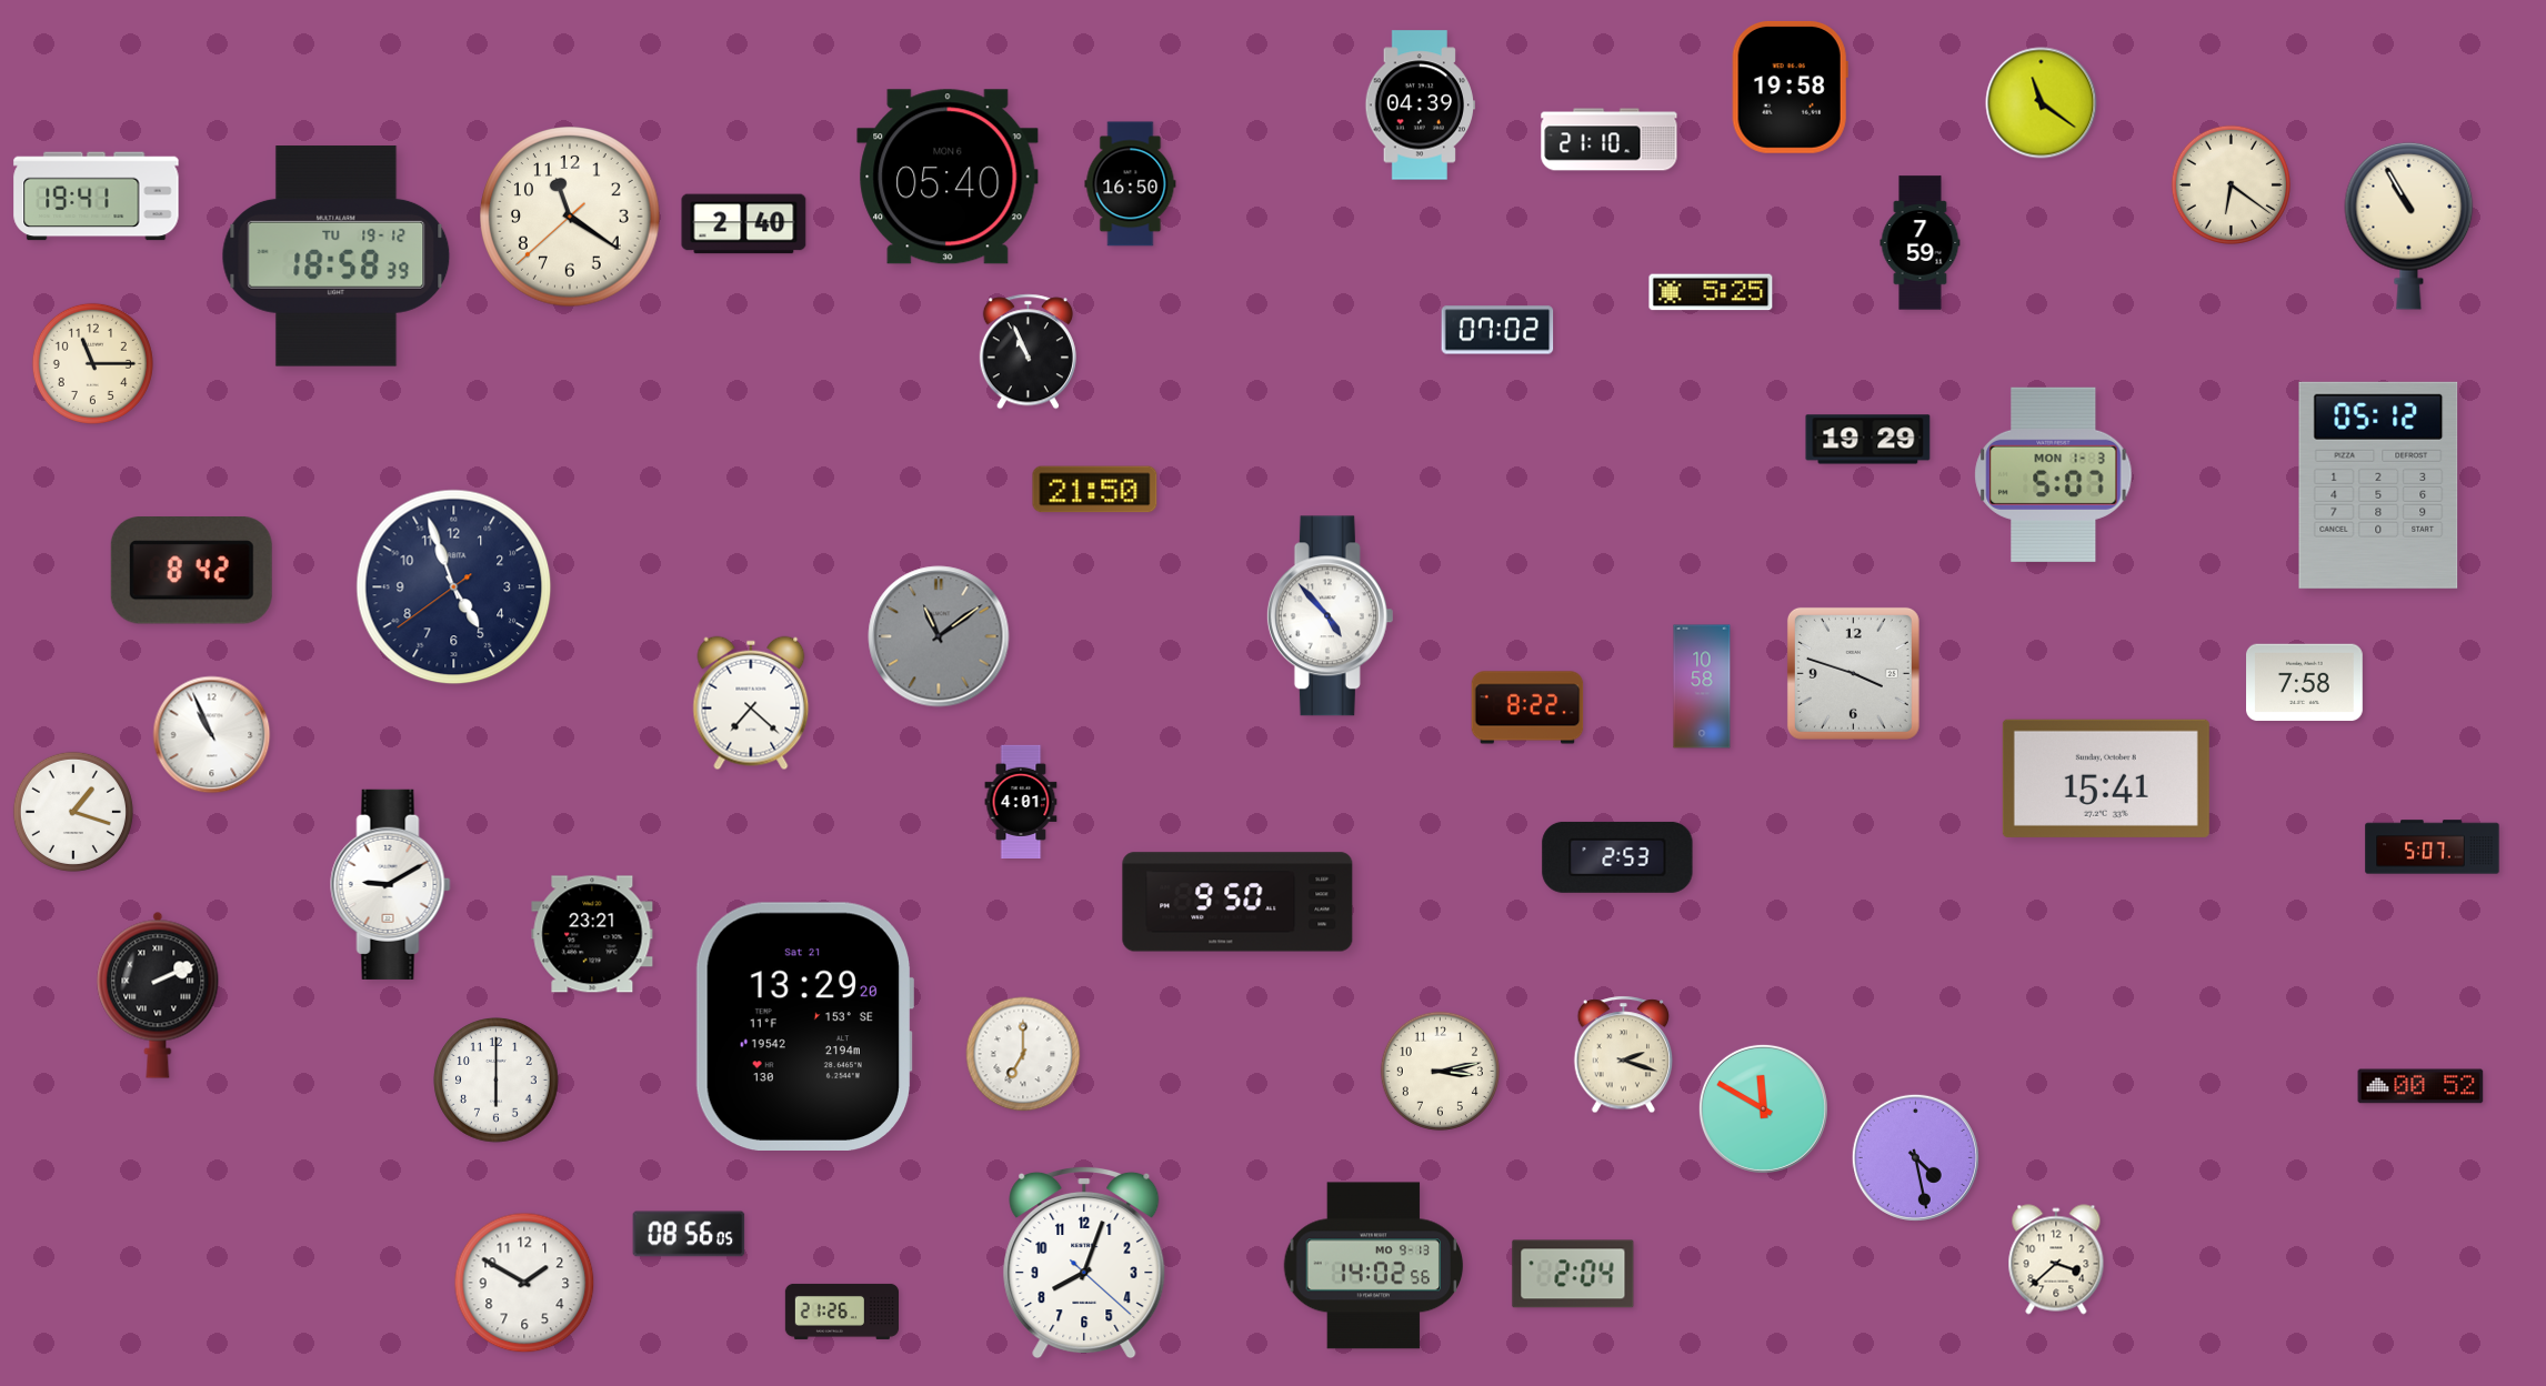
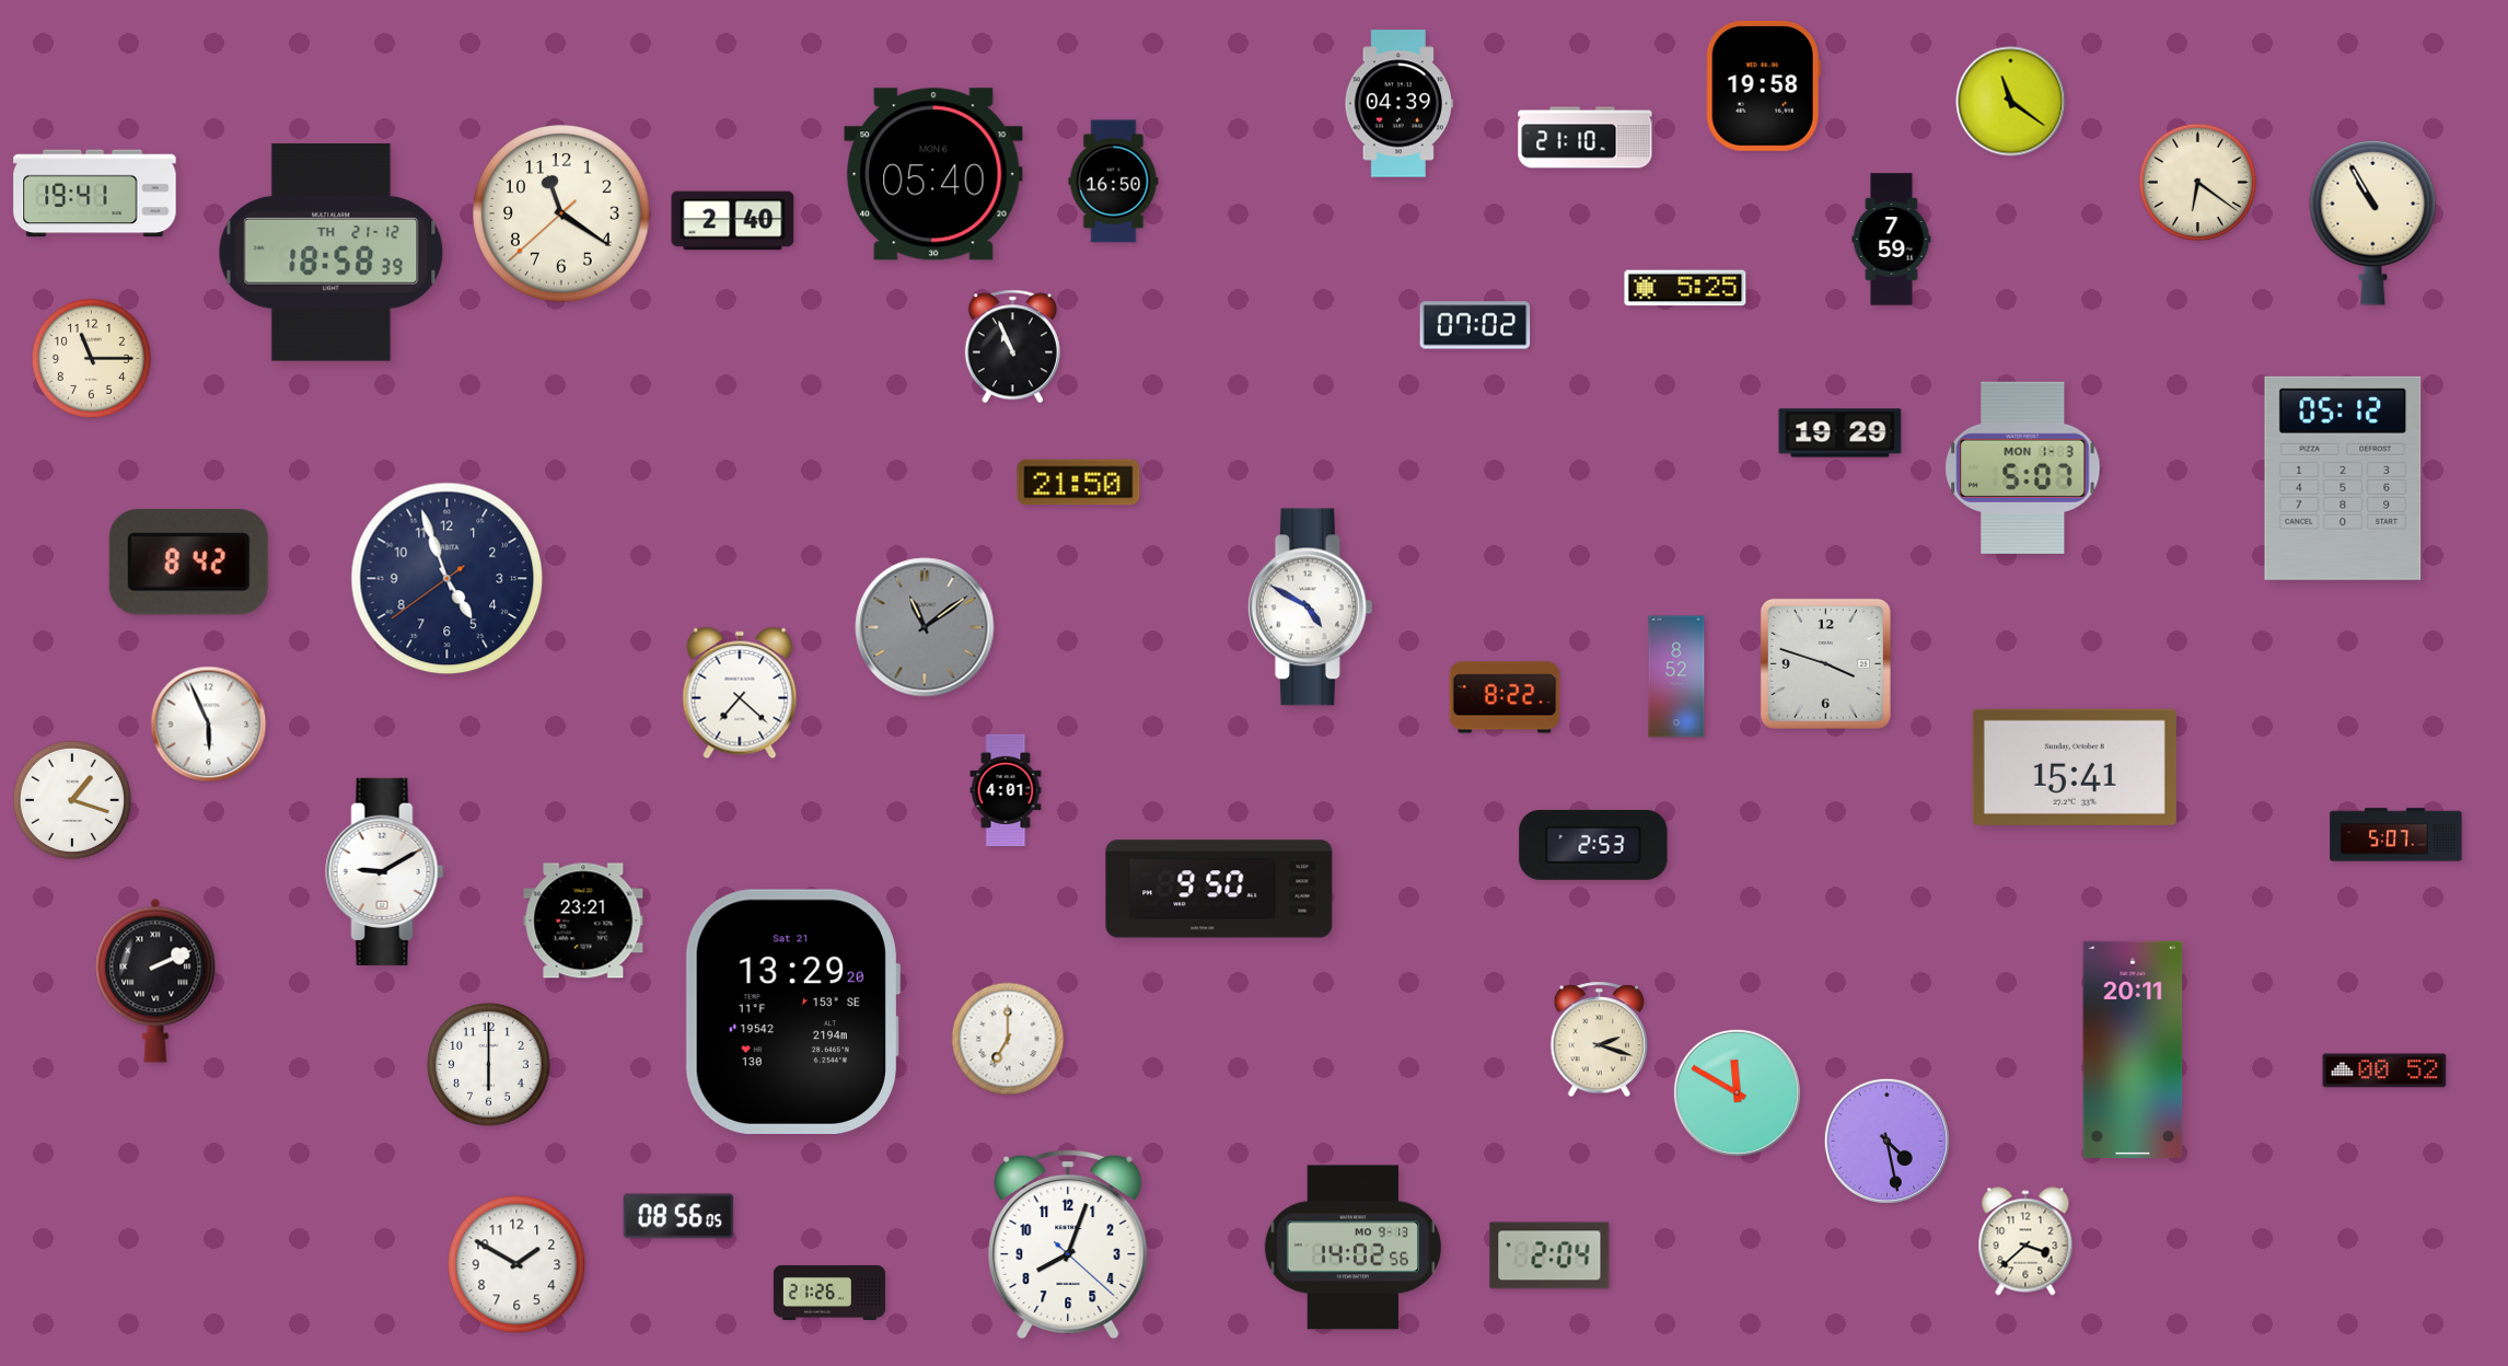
clock at (337, 257) date: TU 19-12 -> TH 21-12
clock at (1330, 616): 4:53 -> 4:50
clock at (2305, 683): 7:58 -> none
clock at (1702, 686): 10:58 -> 8:52
clock at (212, 735): 10:56 -> 5:56
clock at (2133, 1050): none -> 20:11
clock at (1440, 1071): 3:13 -> none
